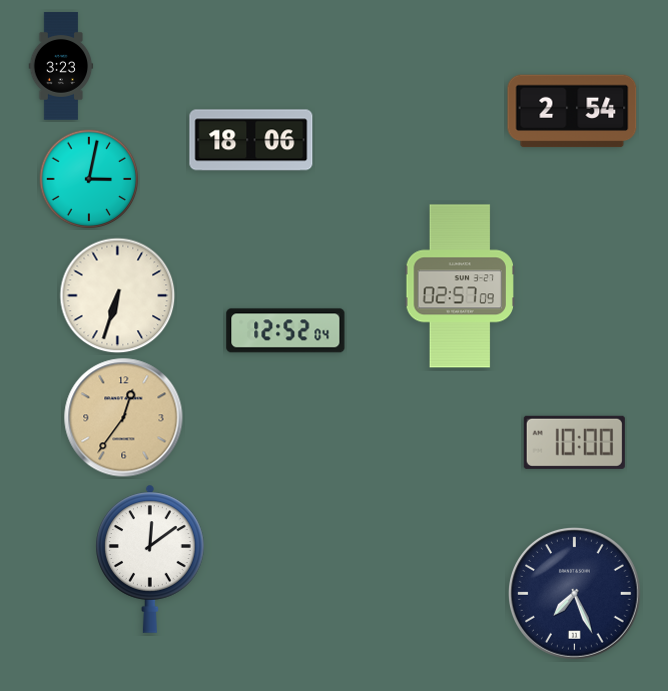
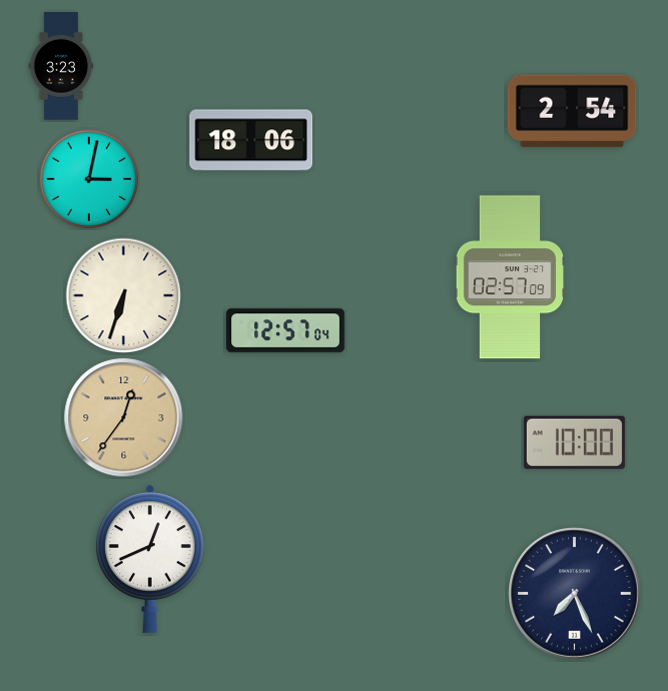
clock at (460, 286) position: (460, 286) -> (510, 277)
clock at (118, 296) position: (118, 296) -> (124, 296)
clock at (286, 331): 12:52 -> 12:57
clock at (150, 559): 12:09 -> 12:41
